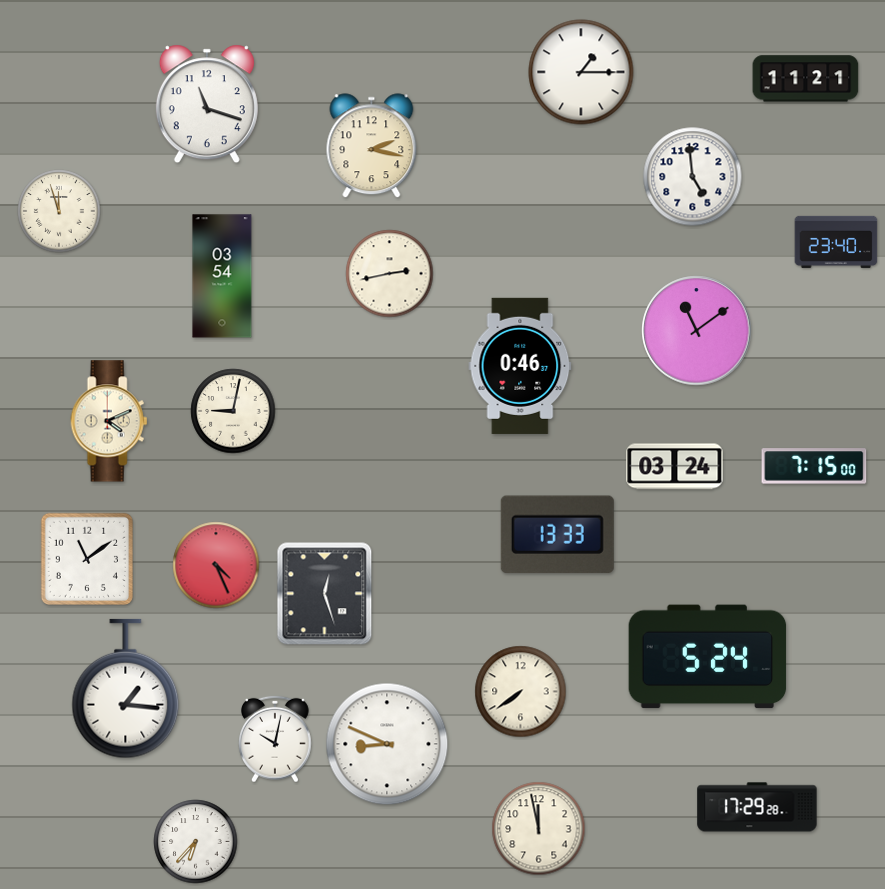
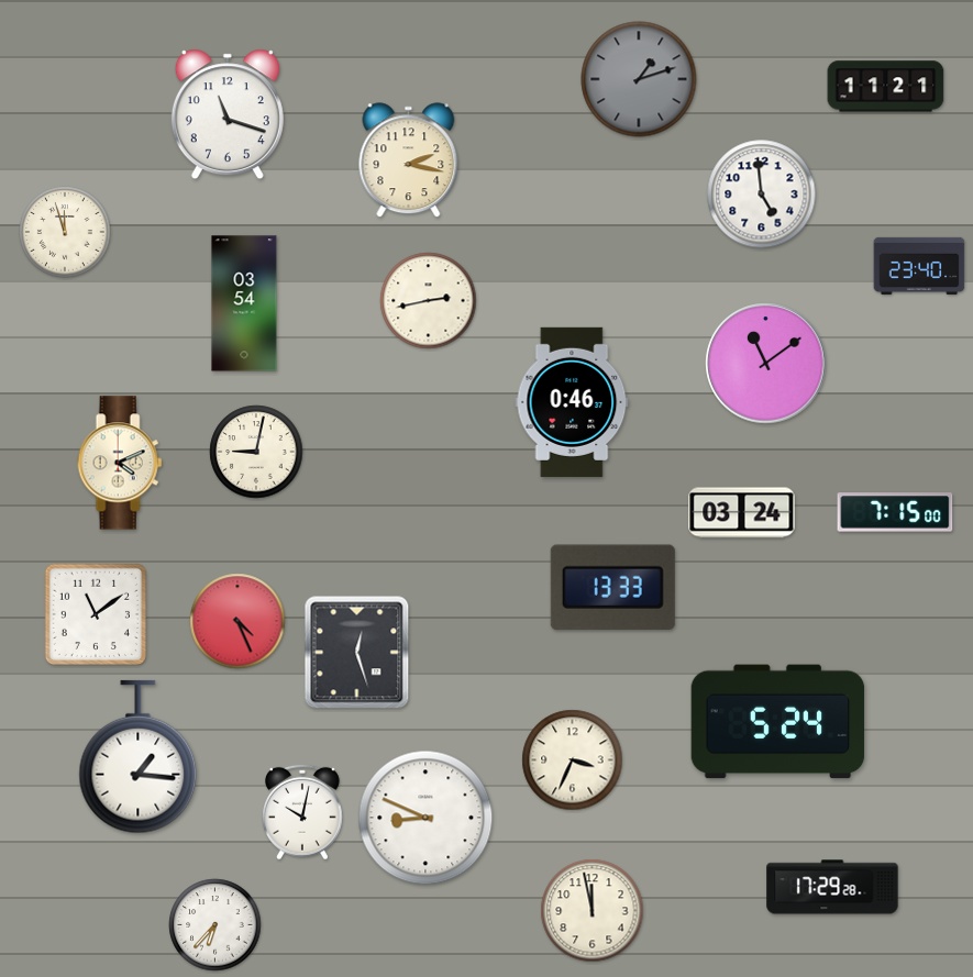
clock at (581, 72): 1:15 -> 1:12
clock at (581, 72) dial: white -> grey
clock at (521, 692): 7:39 -> 3:34
